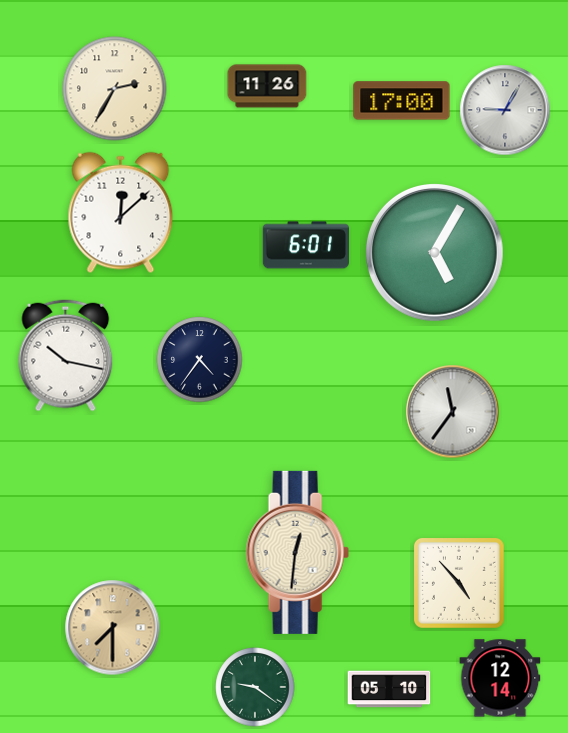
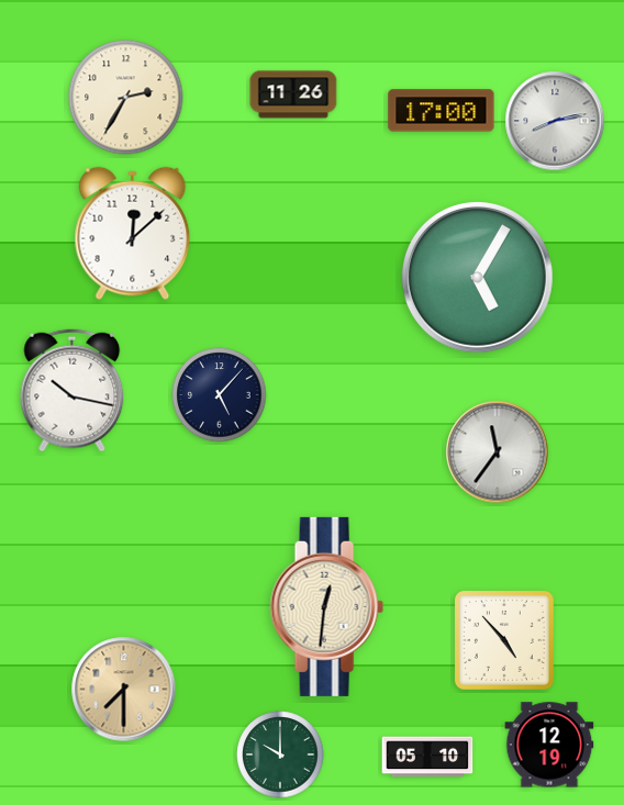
clock at (505, 110): 9:05 -> 8:13
clock at (306, 245): 6:01 -> none
clock at (200, 360): 4:36 -> 5:07
clock at (500, 678): 12:14 -> 12:19
clock at (255, 687): 9:21 -> 10:00
